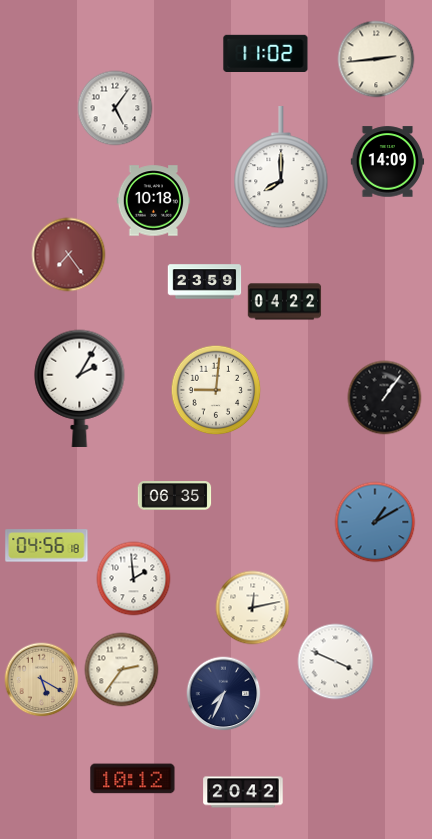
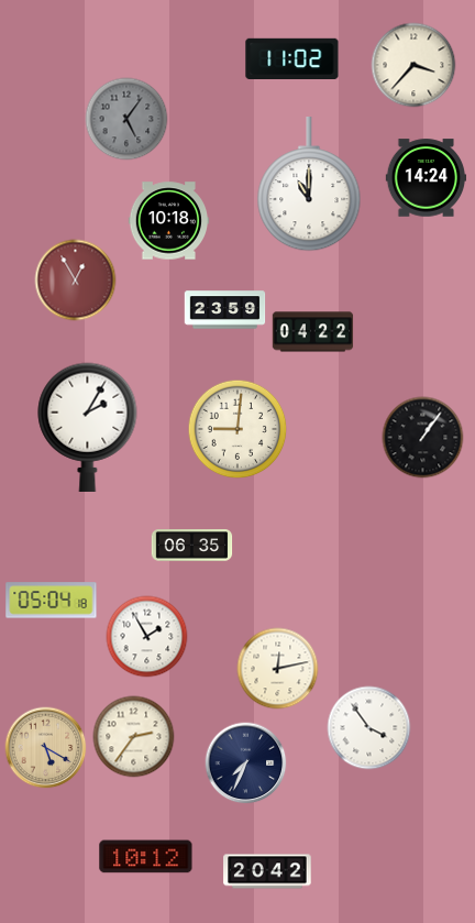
clock at (376, 59): 2:44 -> 3:37
clock at (115, 108) dial: white -> grey
clock at (388, 162): 14:09 -> 14:24
clock at (281, 168): 8:00 -> 11:00
clock at (69, 255): 7:24 -> 12:55
clock at (375, 522): 1:10 -> none
clock at (47, 546): 04:56 -> 05:04
clock at (134, 579): 1:59 -> 1:55
clock at (336, 662): 3:49 -> 3:54
